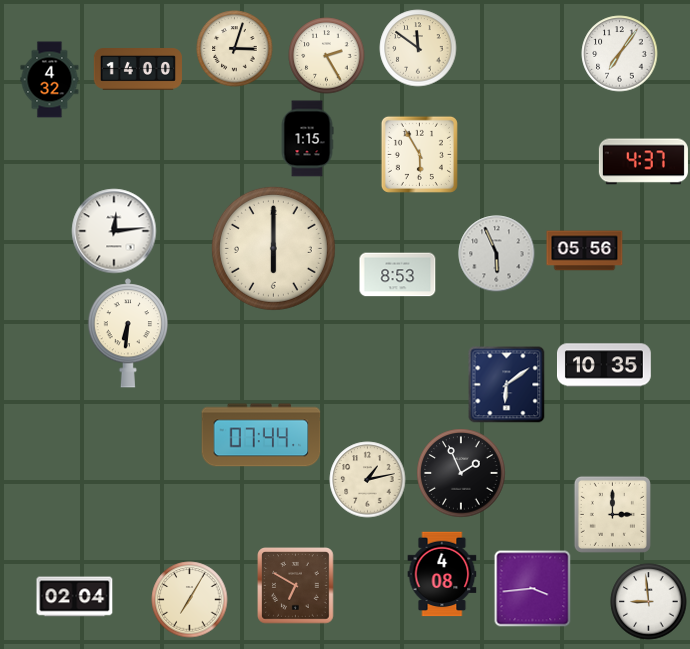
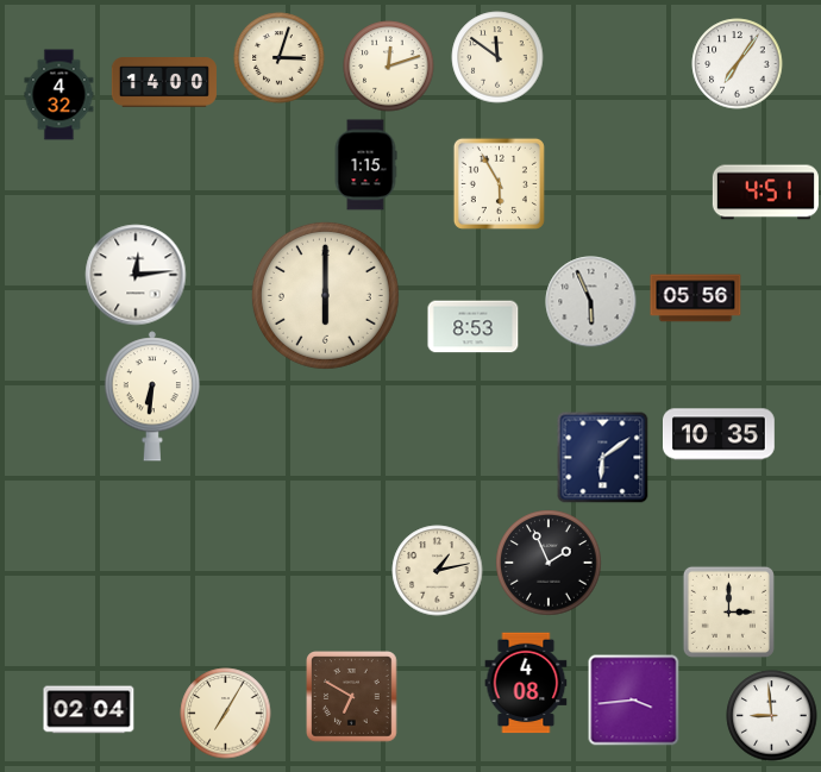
clock at (327, 56): 2:25 -> 12:12
clock at (643, 162): 4:37 -> 4:51
clock at (261, 435): 07:44 -> none
